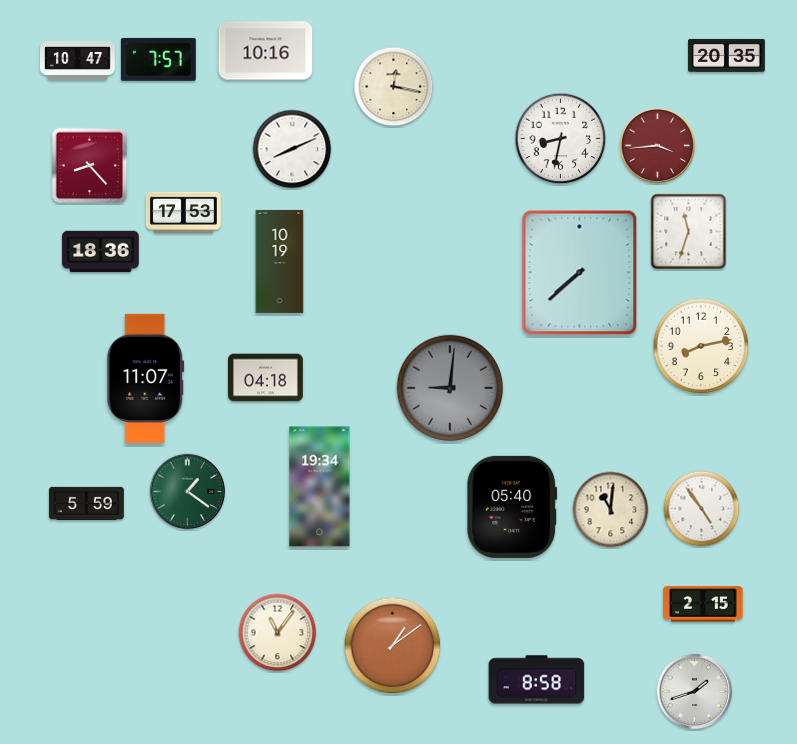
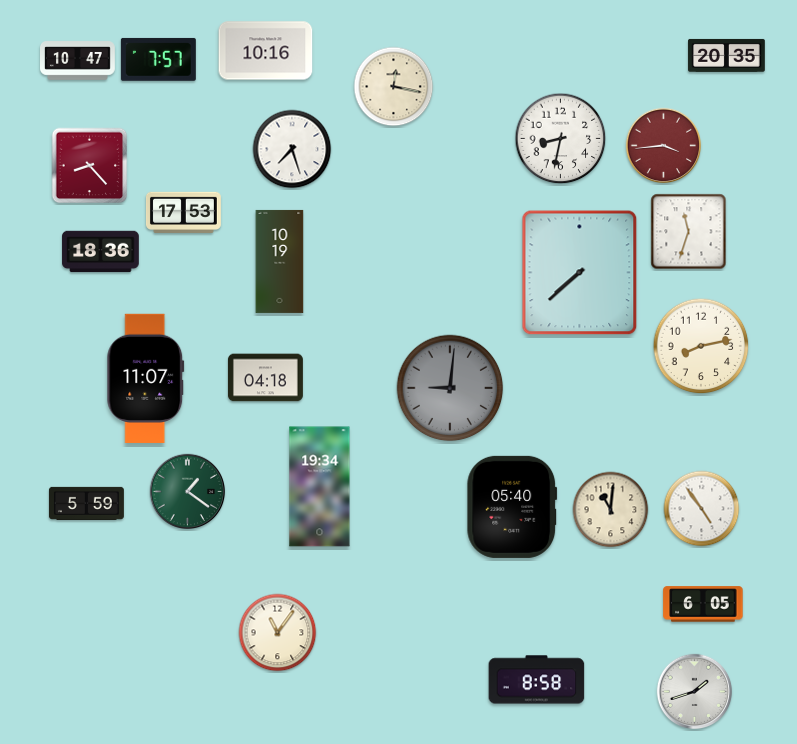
clock at (658, 146) position: (658, 146) -> (664, 146)
clock at (292, 149): 8:11 -> 7:27
clock at (703, 604): 2:15 -> 6:05
clock at (393, 646): 1:09 -> none
